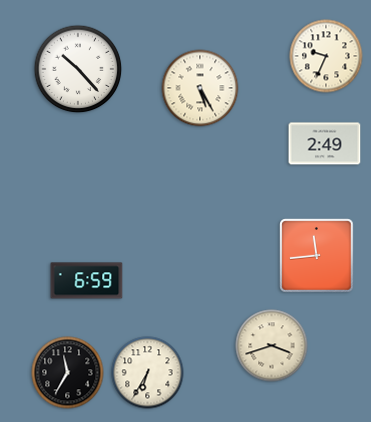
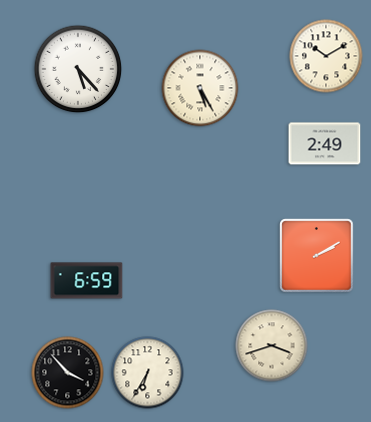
clock at (326, 56): 9:34 -> 10:10
clock at (78, 69): 10:23 -> 5:23
clock at (317, 256): 11:44 -> 2:10
clock at (68, 373): 11:35 -> 3:53
